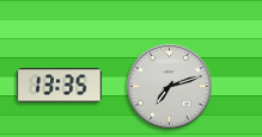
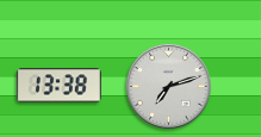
clock at (59, 86): 13:35 -> 13:38
